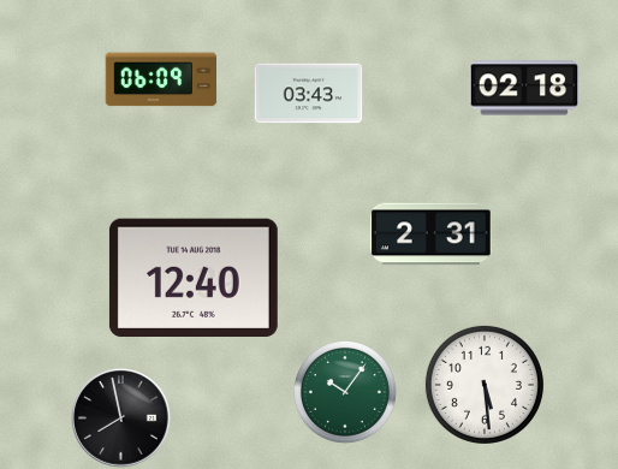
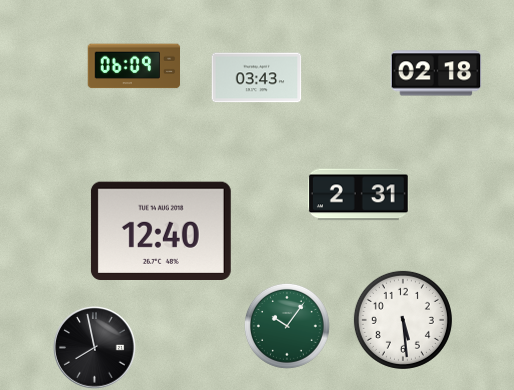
clock at (121, 418) position: (121, 418) -> (95, 348)
